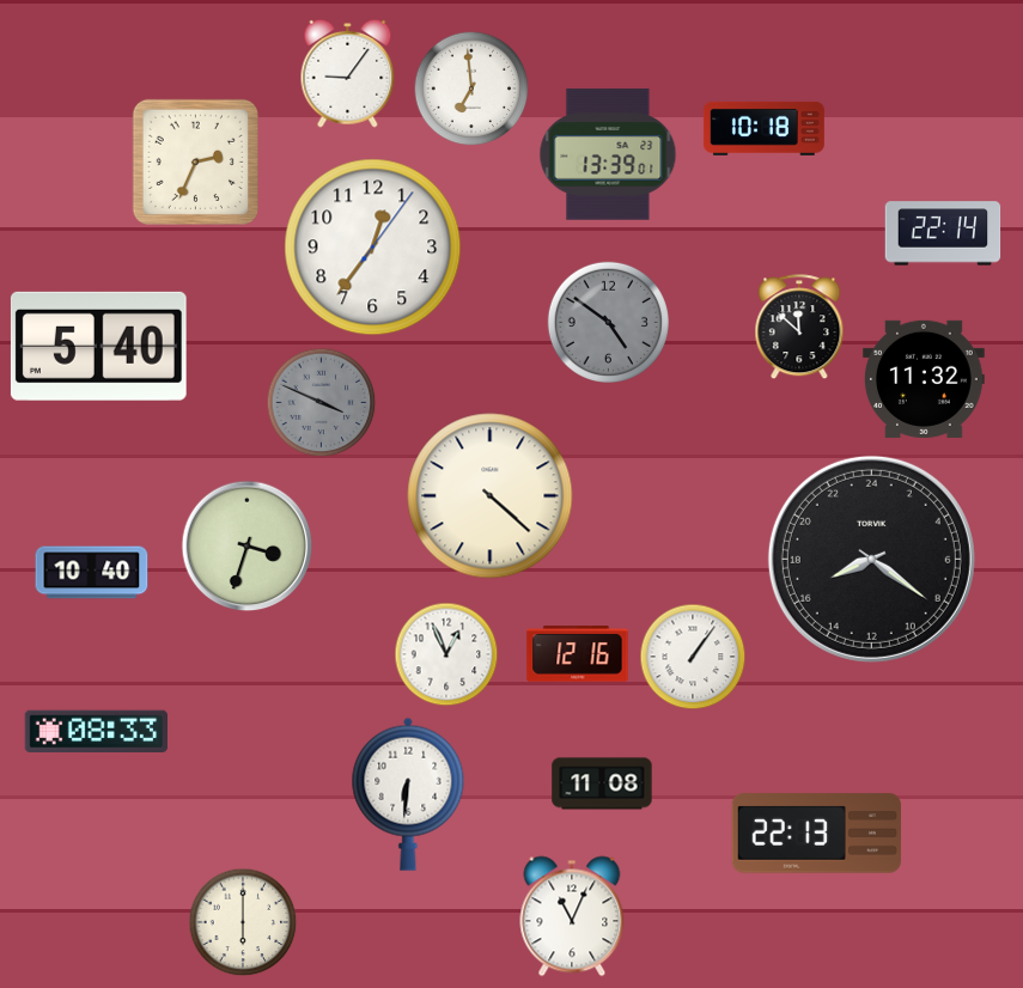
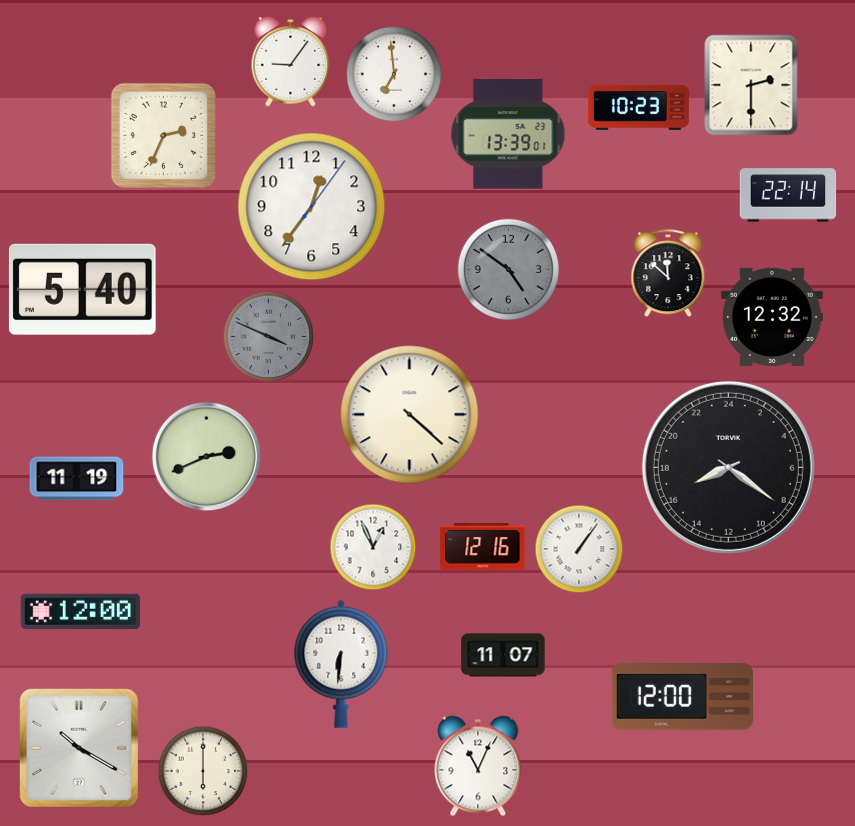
clock at (751, 85): none -> 2:30
clock at (763, 128): 10:18 -> 10:23
clock at (608, 154) position: (608, 154) -> (508, 134)
clock at (925, 379): 11:32 -> 12:32
clock at (248, 547): 3:33 -> 2:41
clock at (92, 573): 10:40 -> 11:19
clock at (96, 731): 08:33 -> 12:00
clock at (602, 783): 11:08 -> 11:07
clock at (816, 834): 22:13 -> 12:00
clock at (79, 748): none -> 10:20
